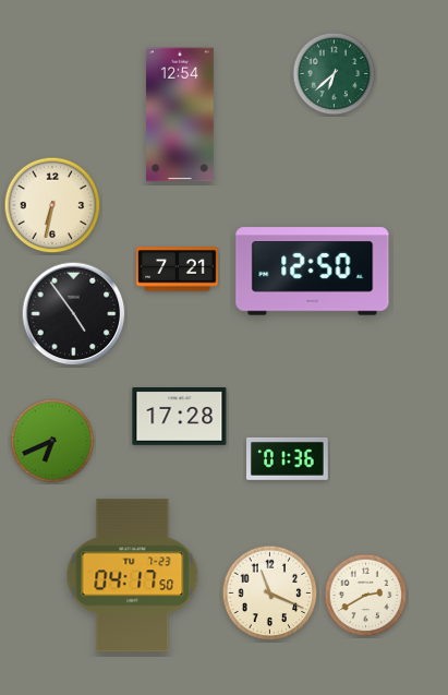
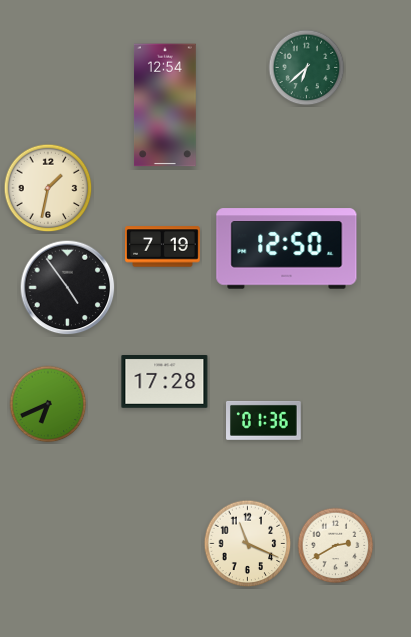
clock at (52, 205): 6:32 -> 1:32
clock at (178, 269): 7:21 -> 7:19
clock at (133, 576): 04:17 -> none
